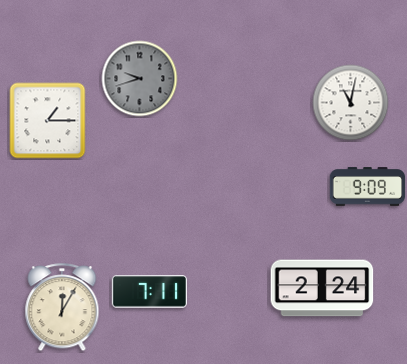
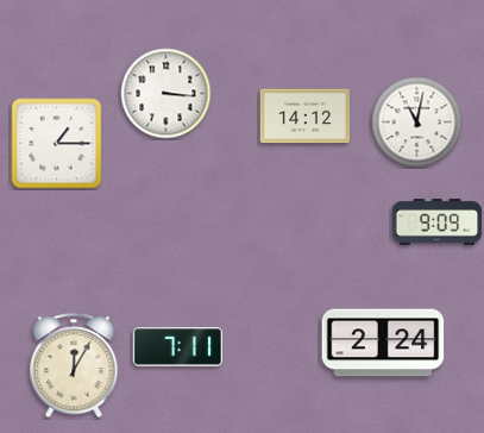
clock at (140, 79): 9:42 -> 3:16
clock at (140, 79) dial: grey -> white
clock at (306, 117): none -> 14:12
